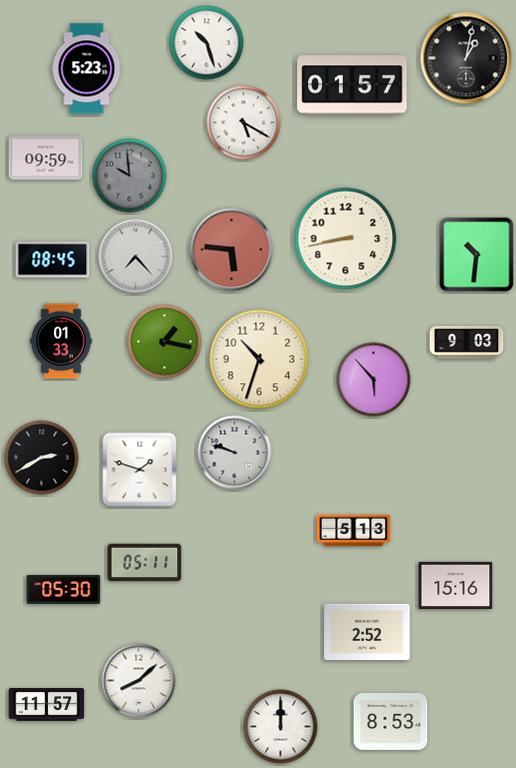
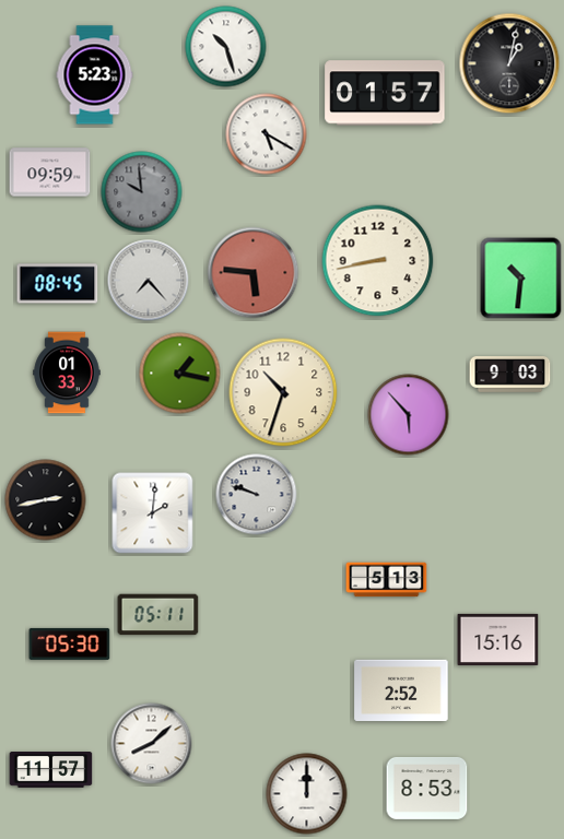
clock at (42, 458): 2:40 -> 2:43
clock at (140, 470): 1:48 -> 2:01
